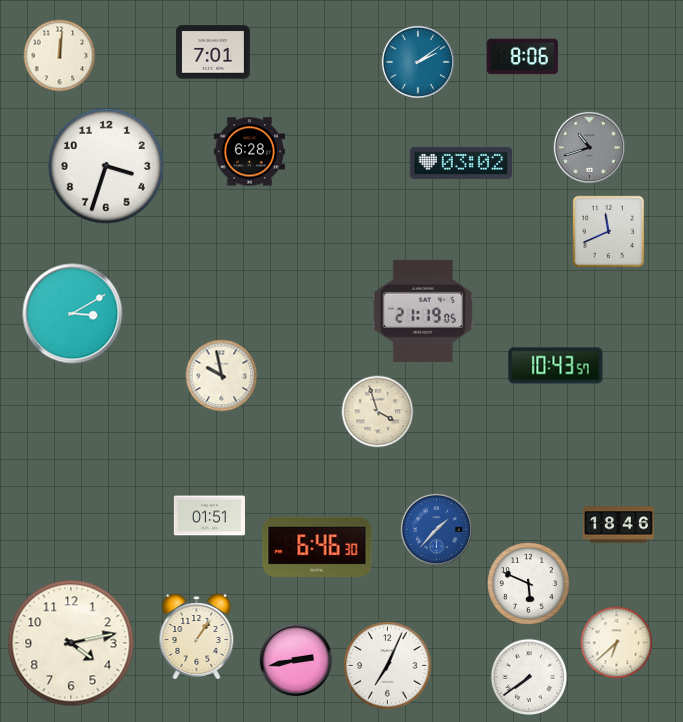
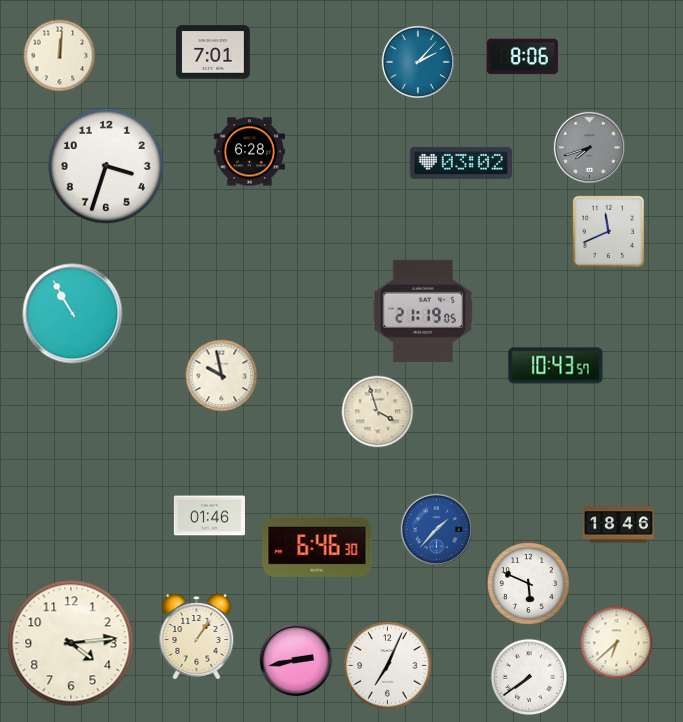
clock at (418, 62): 2:09 -> 2:07
clock at (589, 147): 10:42 -> 7:42
clock at (73, 314): 3:10 -> 10:55
clock at (209, 516): 01:51 -> 01:46
clock at (71, 643): 4:13 -> 4:14
